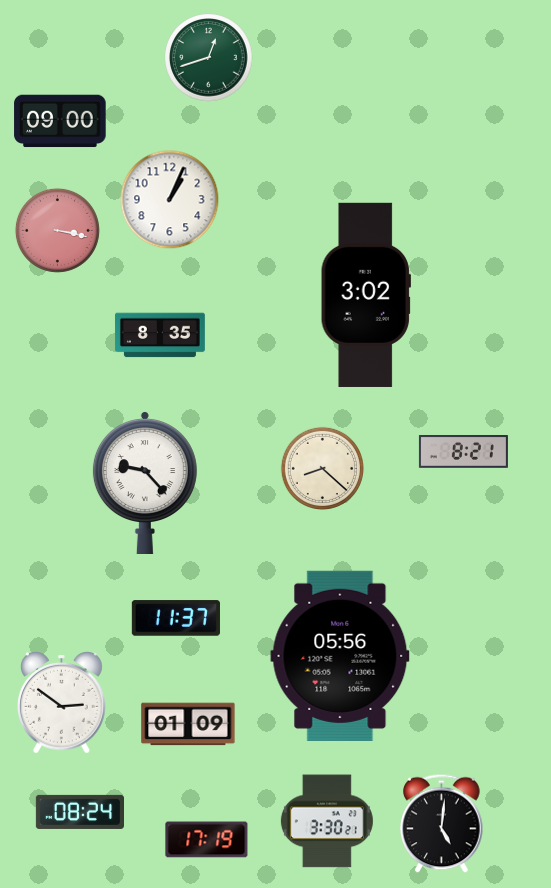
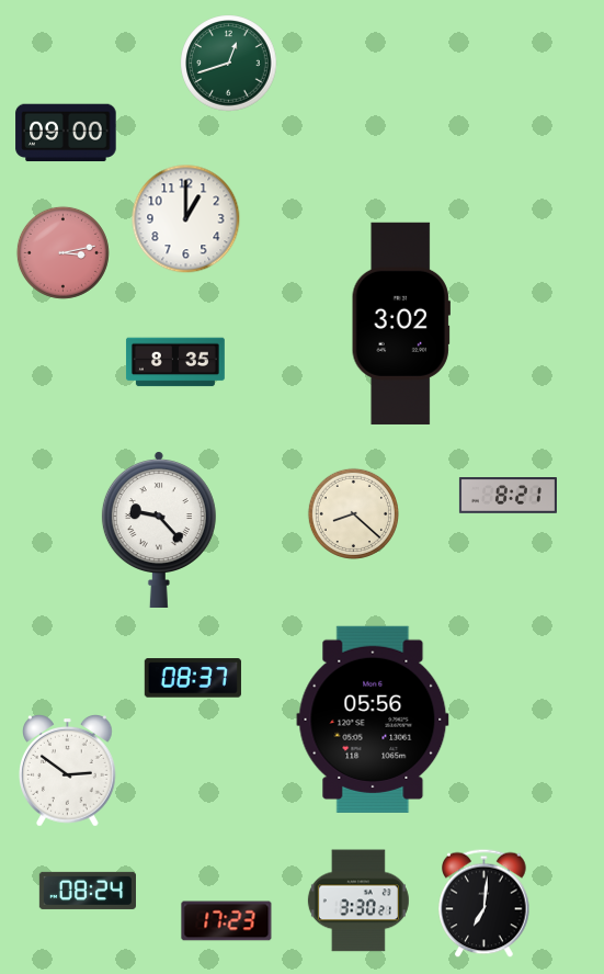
clock at (170, 200): 1:04 -> 1:00
clock at (57, 230): 3:17 -> 3:13
clock at (160, 335) position: (160, 335) -> (175, 362)
clock at (176, 618): 11:37 -> 08:37
clock at (188, 724): 01:09 -> none
clock at (442, 824): 5:01 -> 7:01
clock at (207, 840): 17:19 -> 17:23
